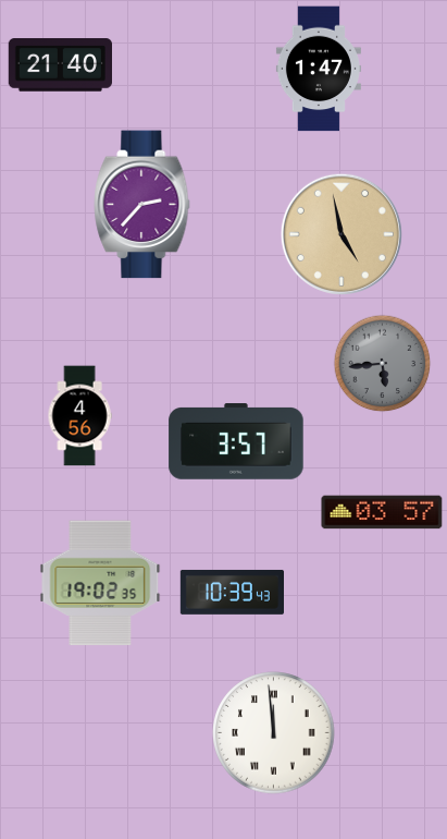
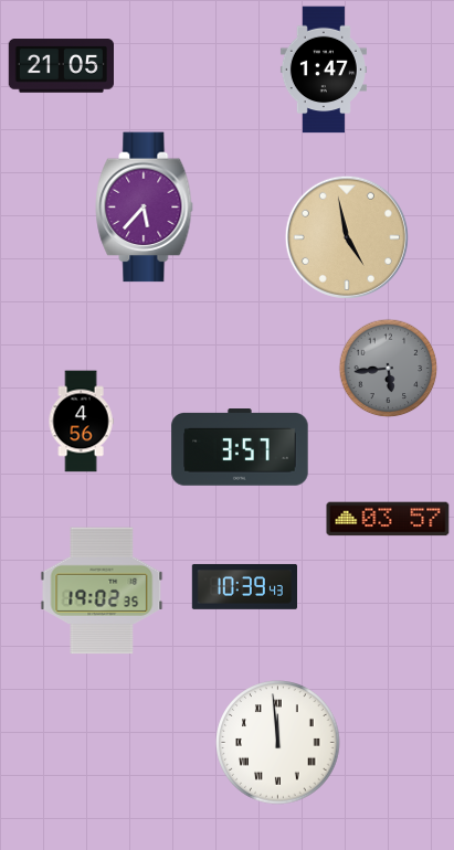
clock at (60, 65): 21:40 -> 21:05
clock at (142, 205): 2:37 -> 5:37
clock at (232, 592) position: (232, 592) -> (244, 586)
